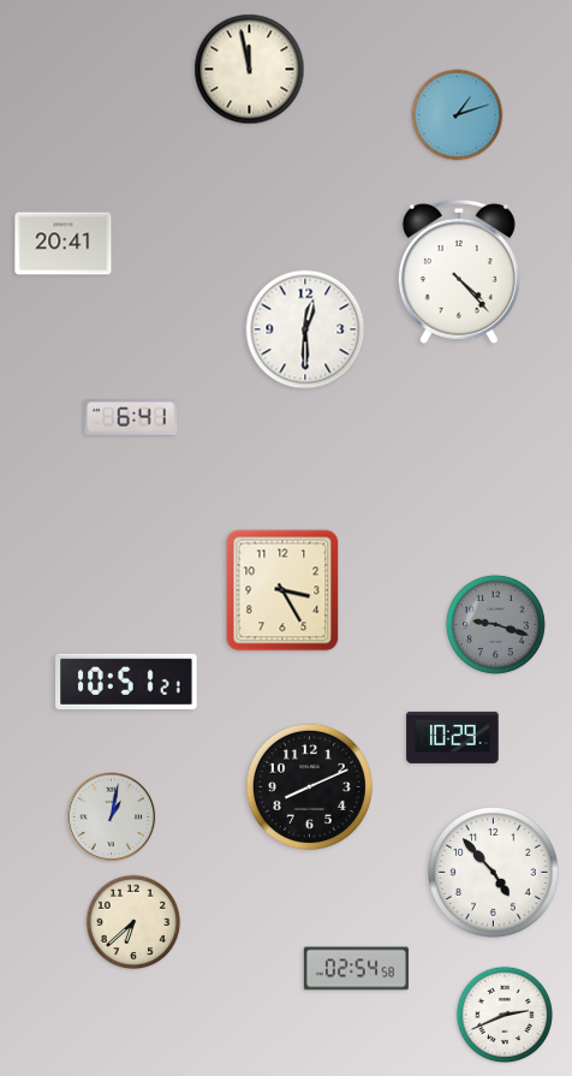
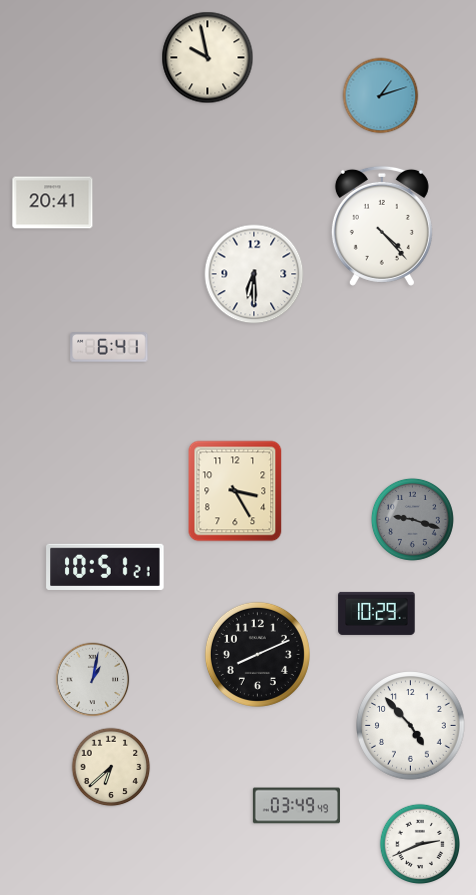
clock at (250, 70): 11:58 -> 9:58
clock at (305, 329): 12:30 -> 6:30
clock at (356, 969): 02:54 -> 03:49
